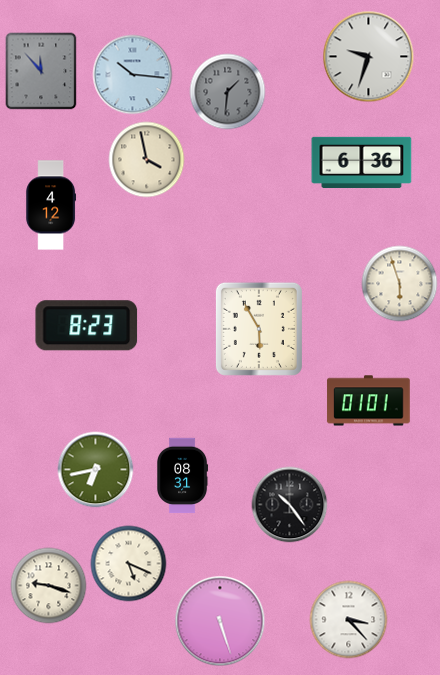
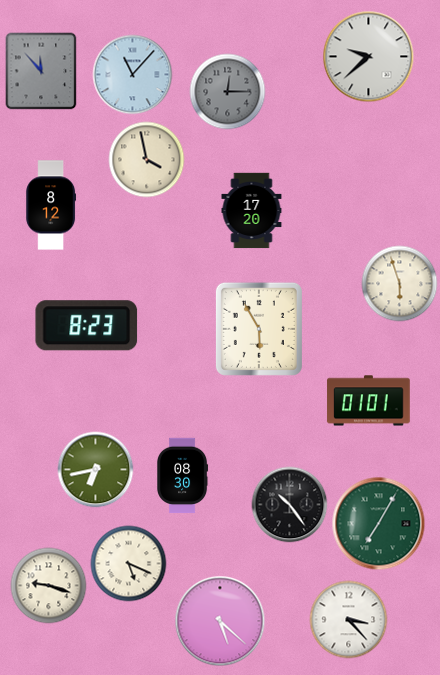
clock at (369, 57): 9:33 -> 9:38
clock at (133, 75): 10:16 -> 11:07
clock at (228, 92): 1:31 -> 12:15
clock at (362, 162): 6:36 -> none
clock at (50, 205): 4:12 -> 8:12
clock at (252, 211): none -> 17:20
clock at (183, 476): 08:31 -> 08:30
clock at (379, 524): none -> 7:05
clock at (220, 621): 5:27 -> 5:22
